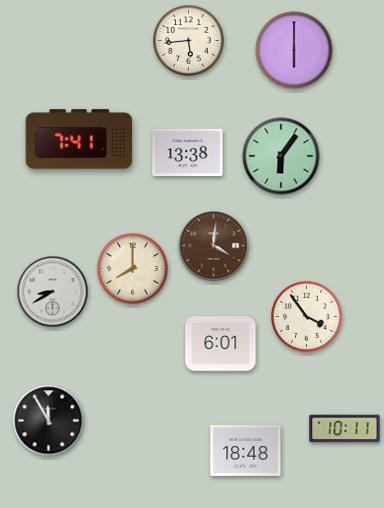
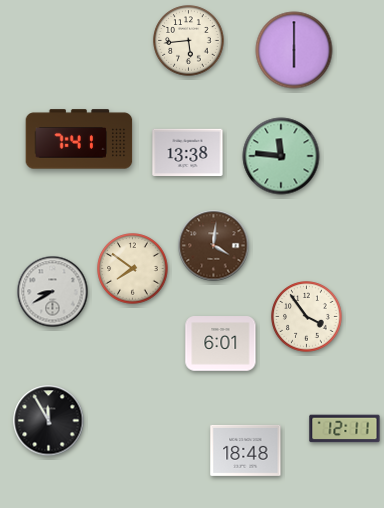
clock at (281, 156): 6:06 -> 11:46
clock at (133, 269): 8:00 -> 7:51
clock at (345, 429): 10:11 -> 12:11
